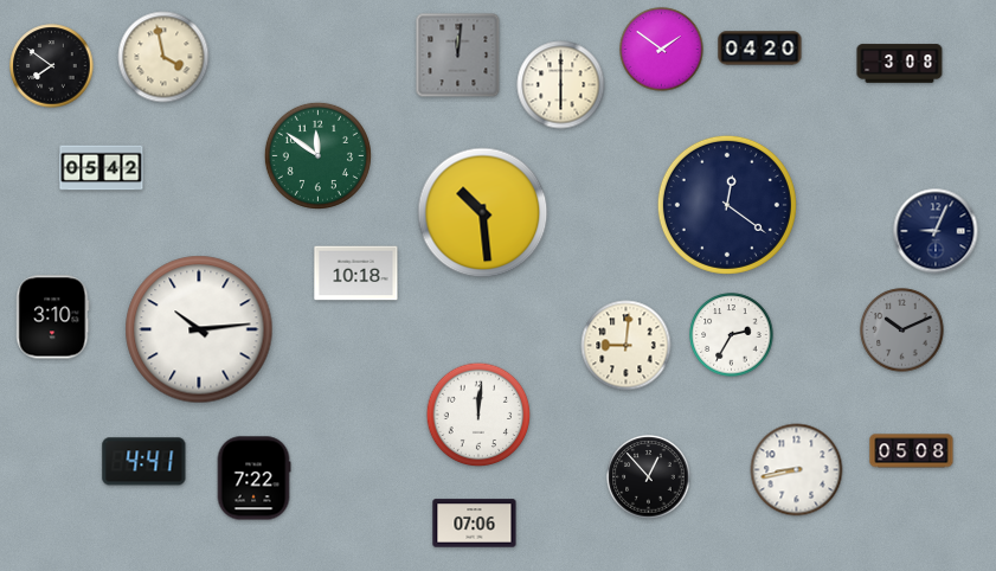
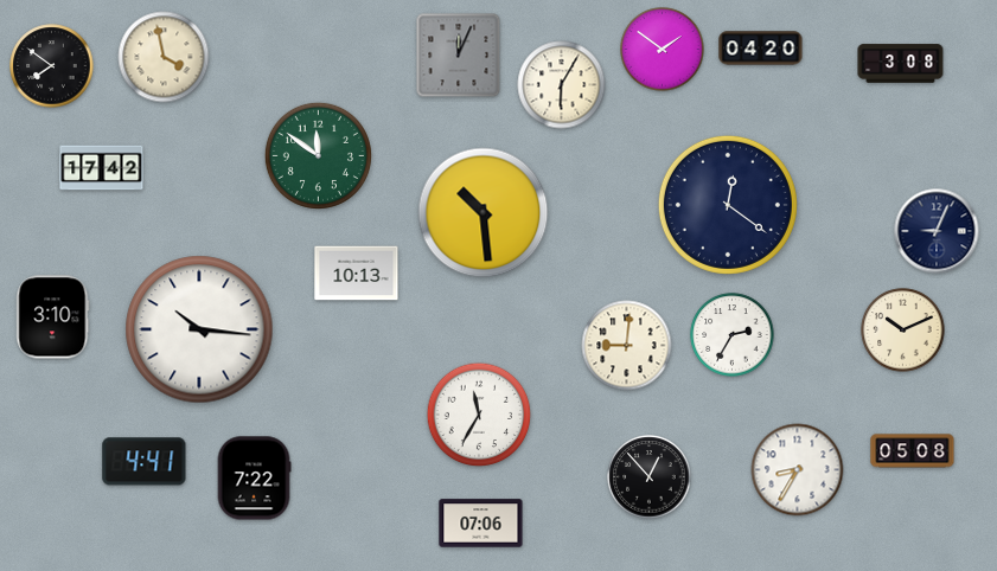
clock at (458, 56): 12:01 -> 12:04
clock at (561, 85): 6:00 -> 6:05
clock at (102, 168): 05:42 -> 17:42
clock at (356, 274): 10:18 -> 10:13
clock at (199, 329): 10:14 -> 10:16
clock at (902, 331) dial: grey -> cream
clock at (478, 415): 12:01 -> 11:35
clock at (797, 470): 8:43 -> 8:35
clock at (475, 524) position: (475, 524) -> (481, 524)
